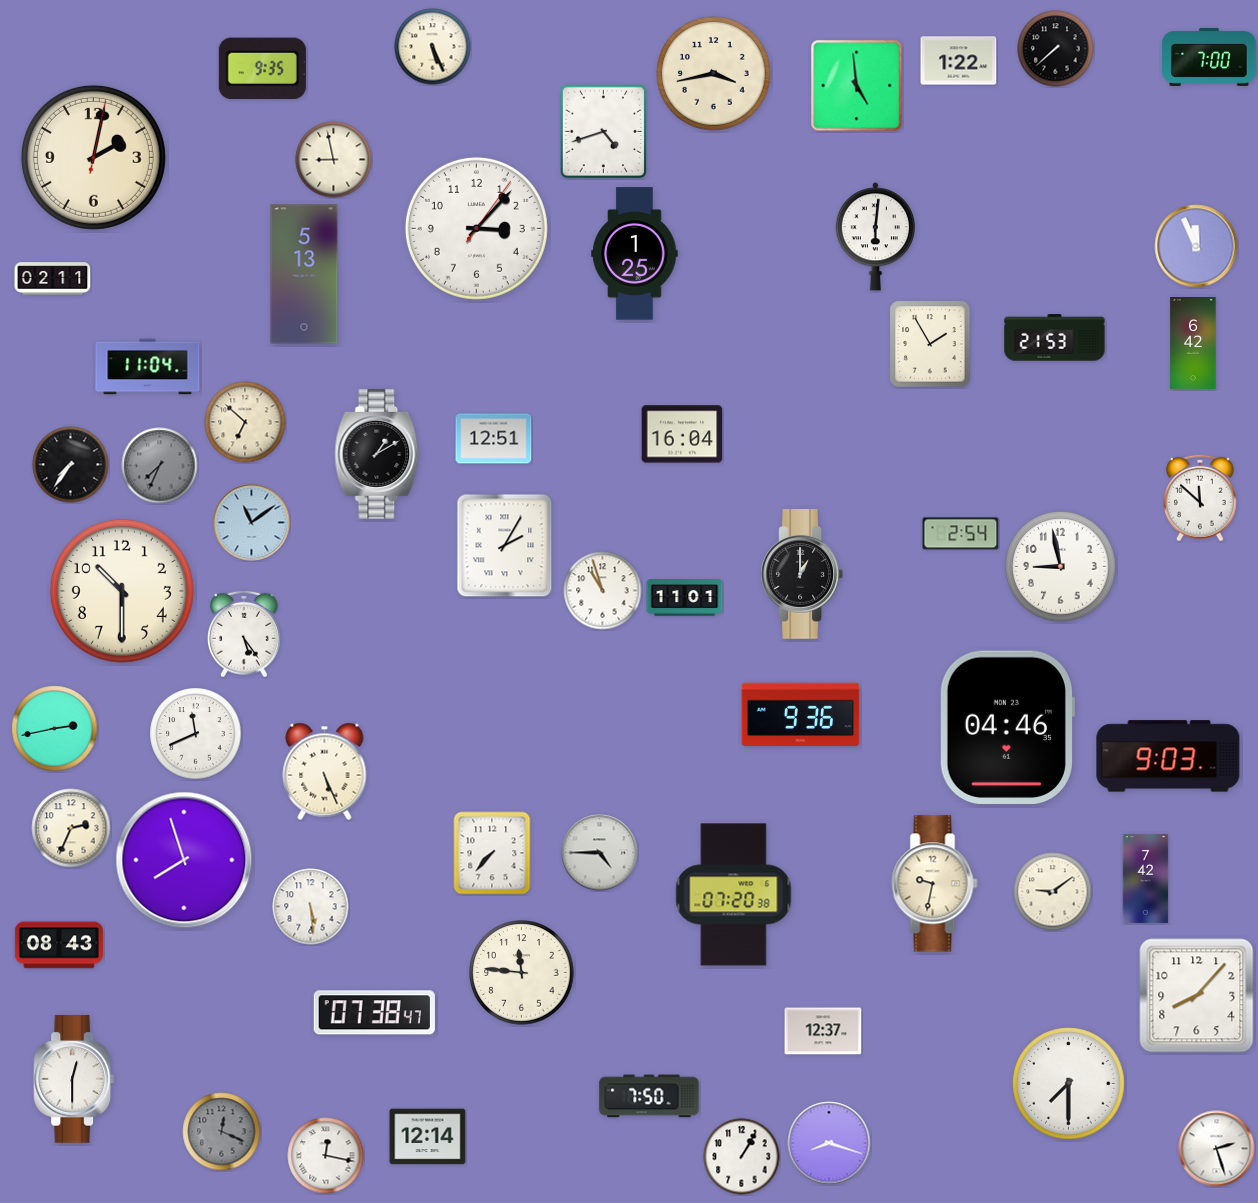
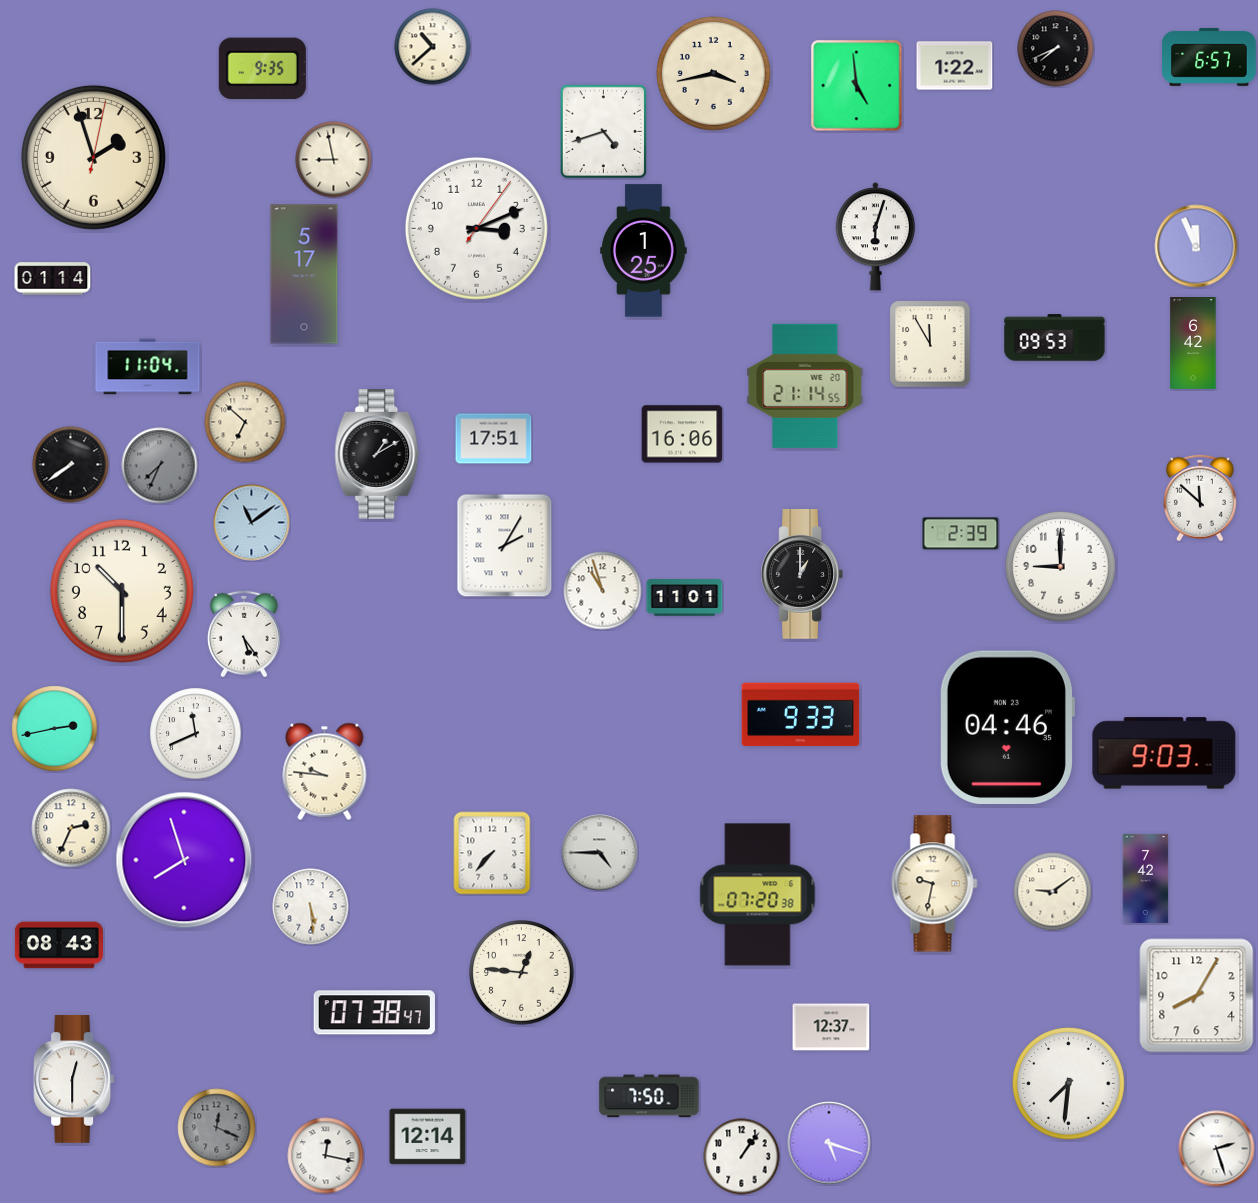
clock at (433, 47): 5:26 -> 10:38
clock at (1056, 49): 7:38 -> 7:41
clock at (1209, 57): 7:00 -> 6:57
clock at (959, 61) position: (959, 61) -> (955, 66)
clock at (93, 157): 2:02 -> 1:57
clock at (476, 228): 3:07 -> 3:11
clock at (875, 237): 6:01 -> 6:03
clock at (635, 254) position: (635, 254) -> (644, 251)
clock at (304, 274): 5:13 -> 5:17
clock at (53, 279): 02:11 -> 01:14
clock at (1055, 338): 21:53 -> 09:53
clock at (930, 344): 1:55 -> 11:55
clock at (805, 386): none -> 21:14
clock at (682, 434): 16:04 -> 16:06
clock at (494, 439): 12:51 -> 17:51
clock at (71, 465): 7:36 -> 7:39
clock at (961, 534): 2:54 -> 2:39
clock at (1061, 567): 8:58 -> 9:00
clock at (801, 715): 9:36 -> 9:33
clock at (1168, 756) position: (1168, 756) -> (1164, 753)
clock at (325, 771): 5:26 -> 9:46
clock at (734, 895) position: (734, 895) -> (758, 895)
clock at (522, 973): 11:46 -> 12:46
clock at (1197, 996): 8:07 -> 8:05
clock at (823, 1031) position: (823, 1031) -> (831, 1027)
clock at (1069, 1084): 7:30 -> 7:31
clock at (222, 1132) position: (222, 1132) -> (217, 1128)
clock at (829, 1143): 8:18 -> 5:18
clock at (742, 1157): 1:05 -> 1:06
